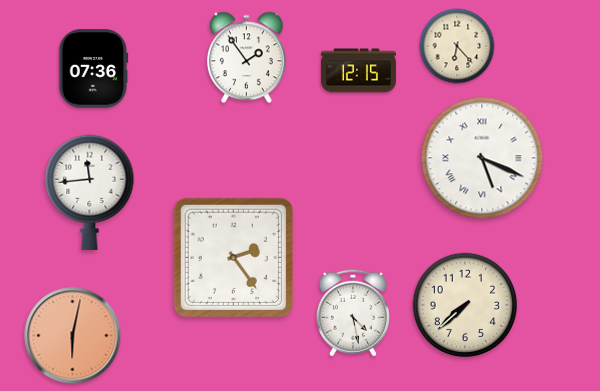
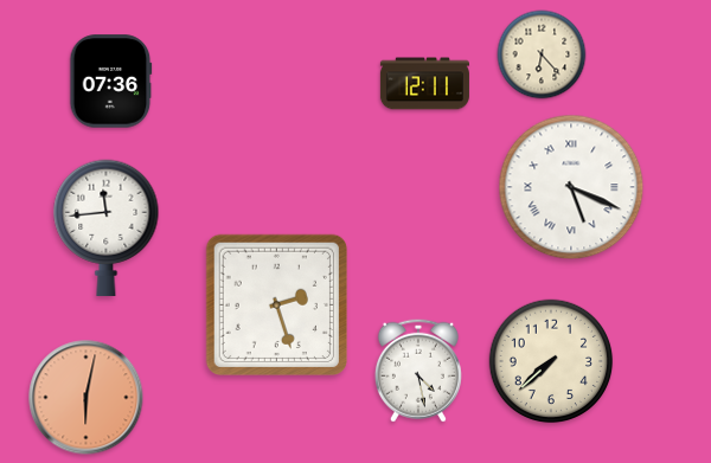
clock at (246, 58): 1:54 -> none
clock at (358, 71): 12:15 -> 12:11
clock at (233, 257): 2:24 -> 2:27
